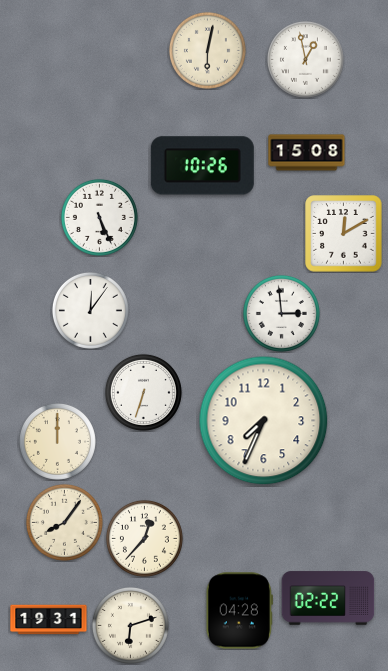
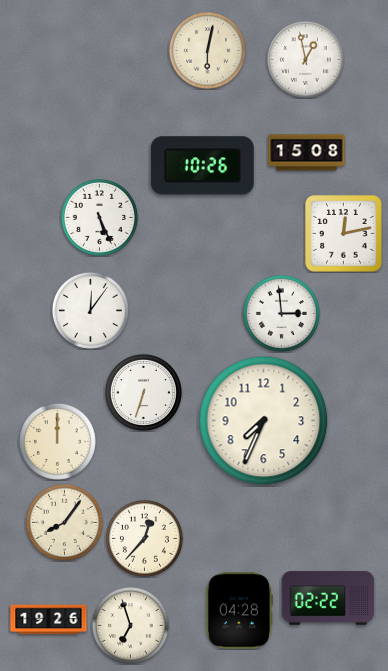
clock at (344, 234): 12:10 -> 12:13
clock at (49, 620): 19:31 -> 19:26
clock at (130, 625): 6:12 -> 6:57
